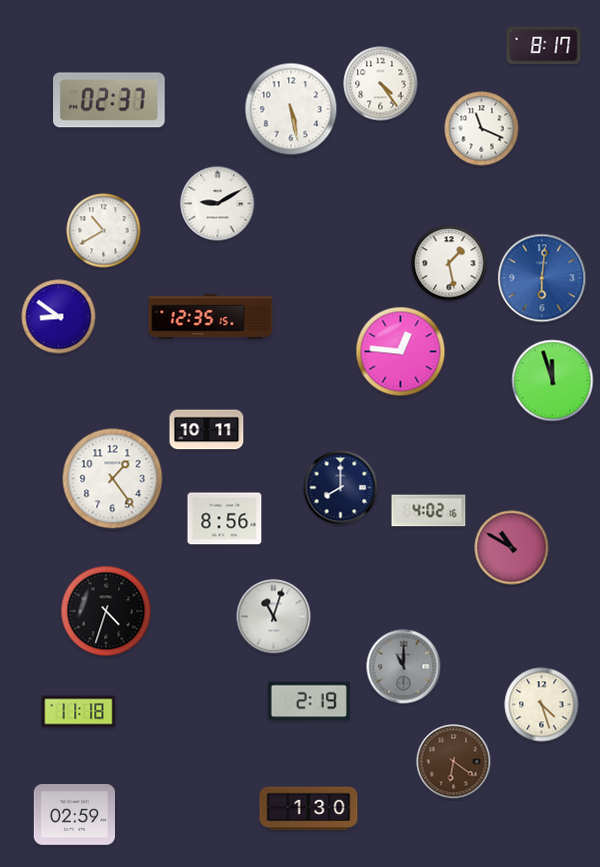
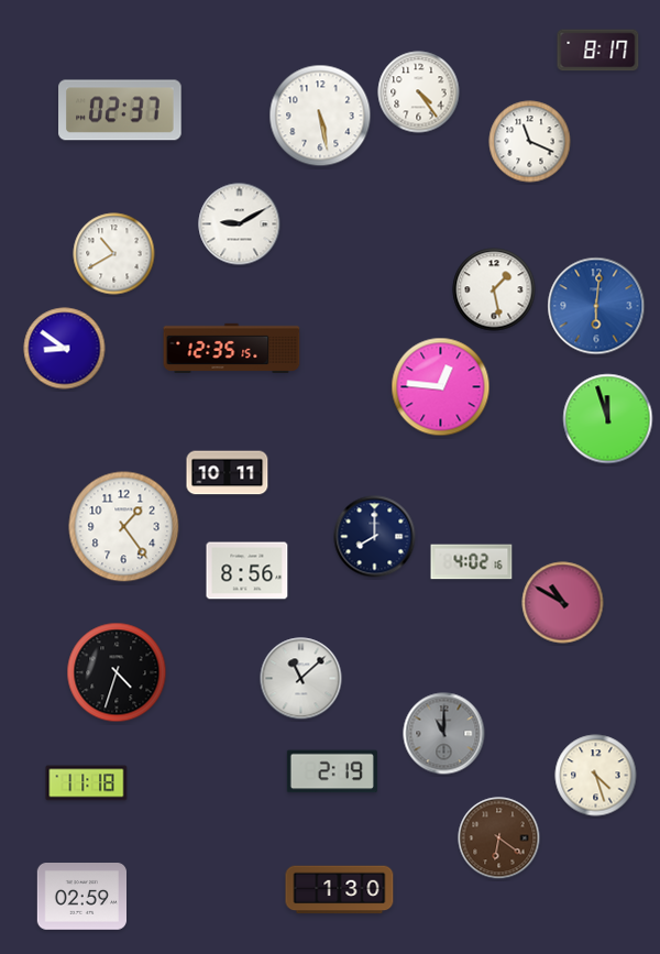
clock at (291, 109) position: (291, 109) -> (320, 116)
clock at (274, 617): 11:03 -> 11:08
clock at (309, 701) position: (309, 701) -> (332, 771)
